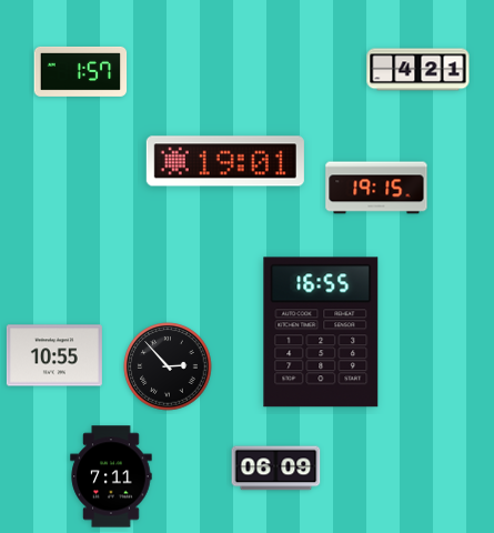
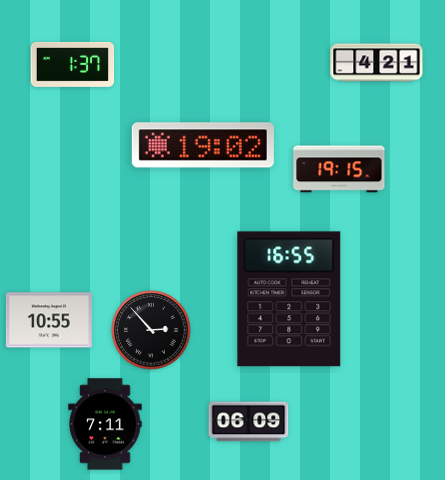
clock at (81, 71): 1:57 -> 1:37
clock at (225, 161): 19:01 -> 19:02
clock at (111, 476) position: (111, 476) -> (105, 424)
